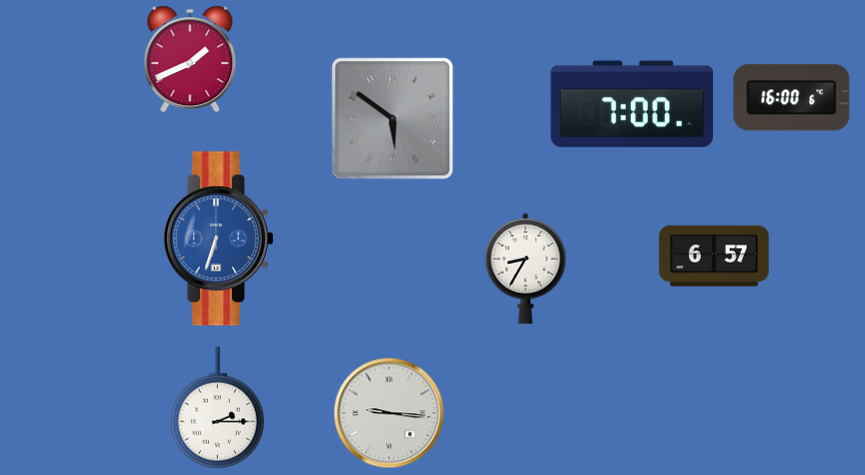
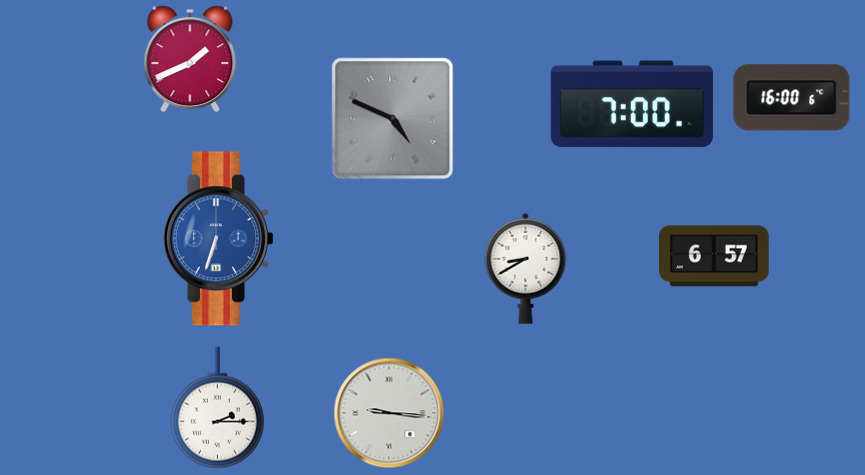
clock at (393, 119): 5:51 -> 4:49
clock at (526, 268): 8:35 -> 8:40
